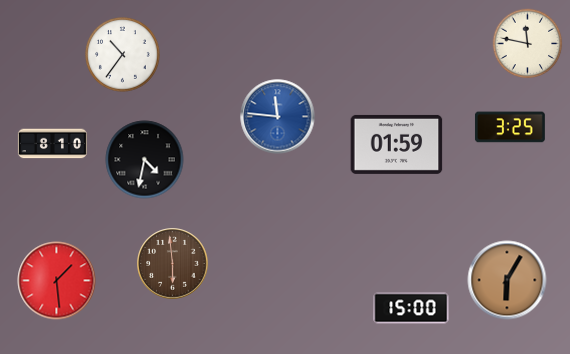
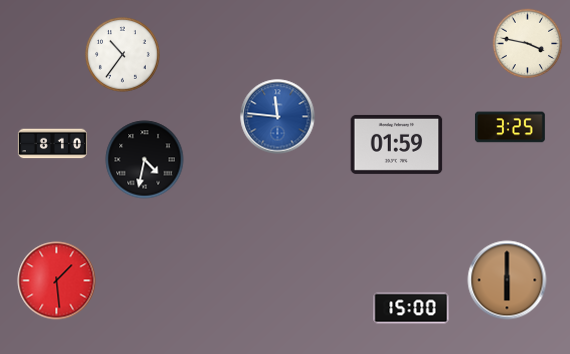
clock at (528, 44): 11:47 -> 3:47
clock at (173, 264): 5:59 -> none
clock at (507, 280): 6:05 -> 6:00
